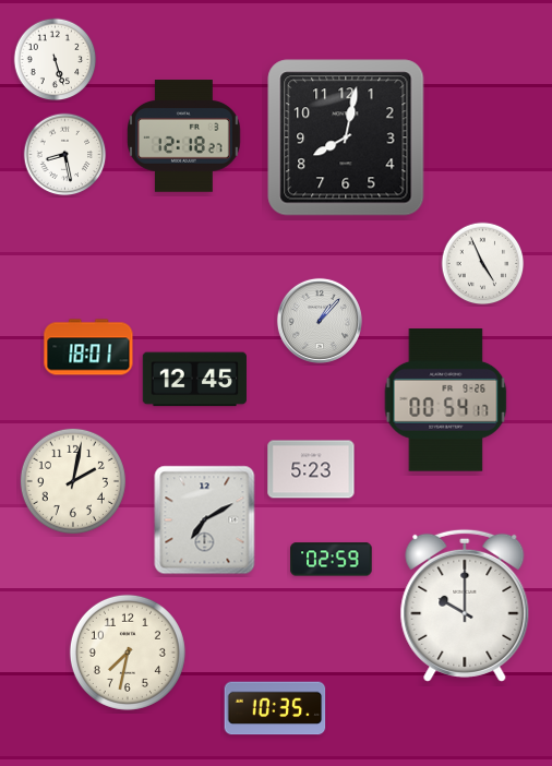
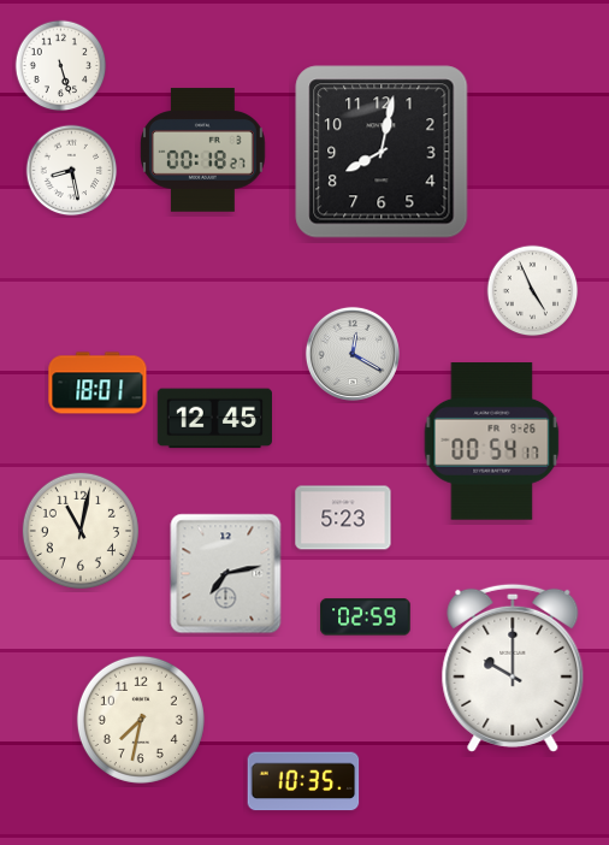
clock at (184, 136): 12:18 -> 00:18
clock at (320, 321): 1:07 -> 12:20
clock at (73, 481): 2:02 -> 11:02
clock at (205, 520): 7:10 -> 7:13
